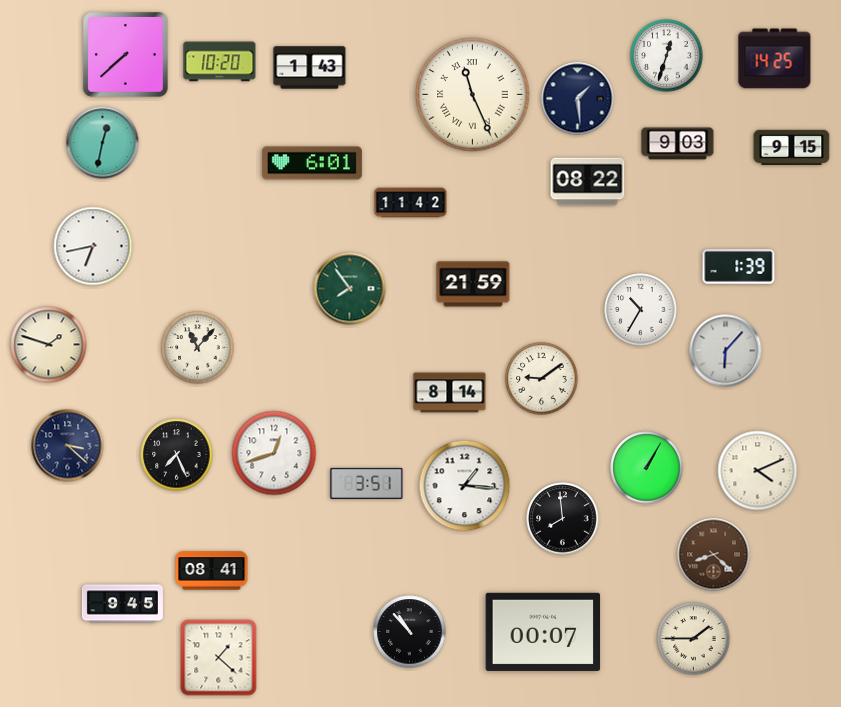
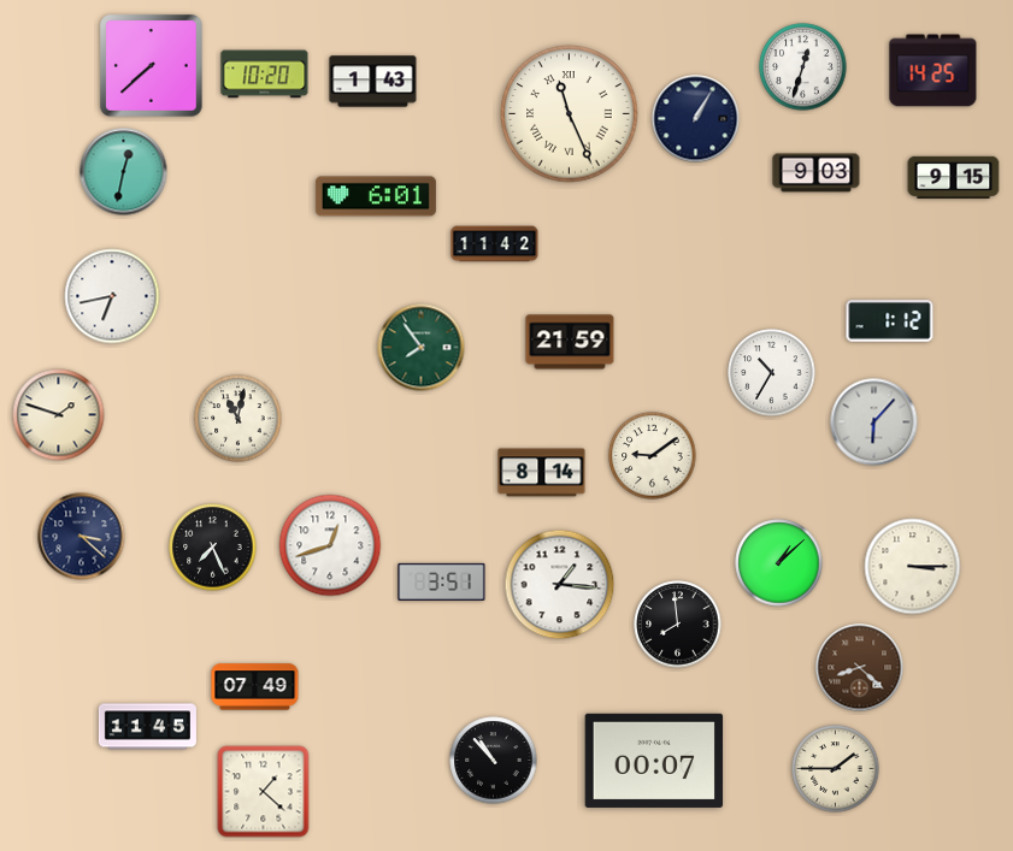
clock at (578, 99): 1:29 -> 1:05
clock at (588, 182): 08:22 -> none
clock at (739, 267): 1:39 -> 1:12
clock at (198, 348): 11:07 -> 11:02
clock at (647, 468): 1:05 -> 1:08
clock at (758, 471): 4:11 -> 3:15
clock at (212, 571): 08:41 -> 07:49
clock at (122, 604): 9:45 -> 11:45
